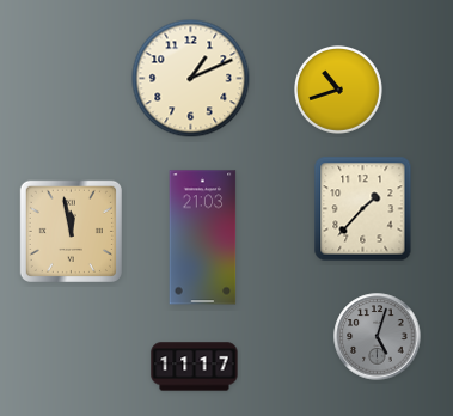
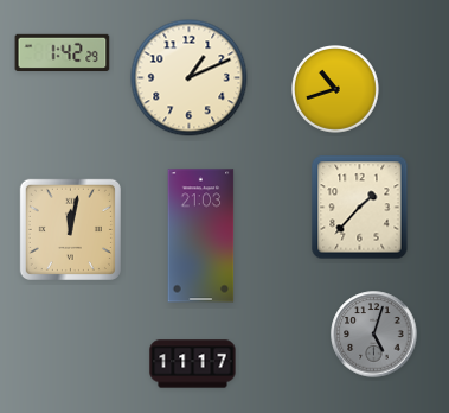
clock at (63, 52): none -> 1:42
clock at (71, 231): 11:58 -> 12:02
